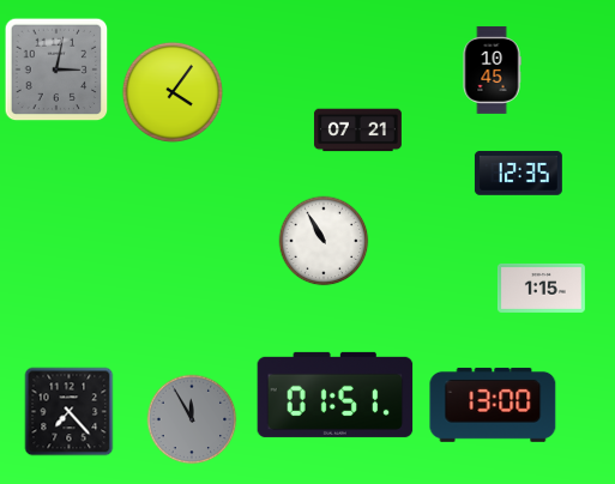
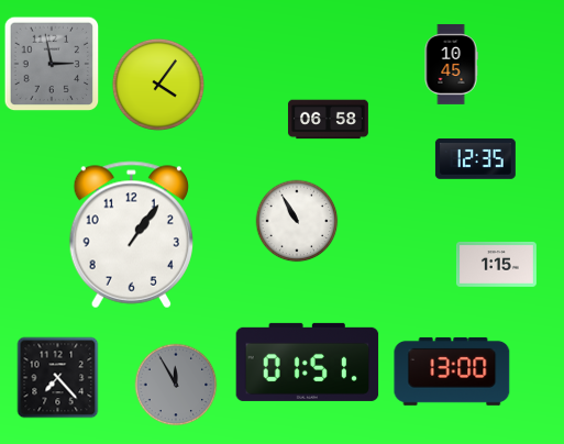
clock at (56, 69): 3:02 -> 2:58
clock at (357, 131): 07:21 -> 06:58
clock at (131, 235): none -> 1:06
clock at (70, 412) position: (70, 412) -> (58, 378)
